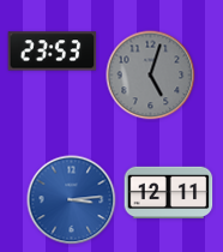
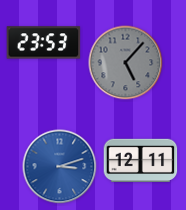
clock at (151, 76): 5:03 -> 5:07
clock at (72, 200): 3:14 -> 3:12
